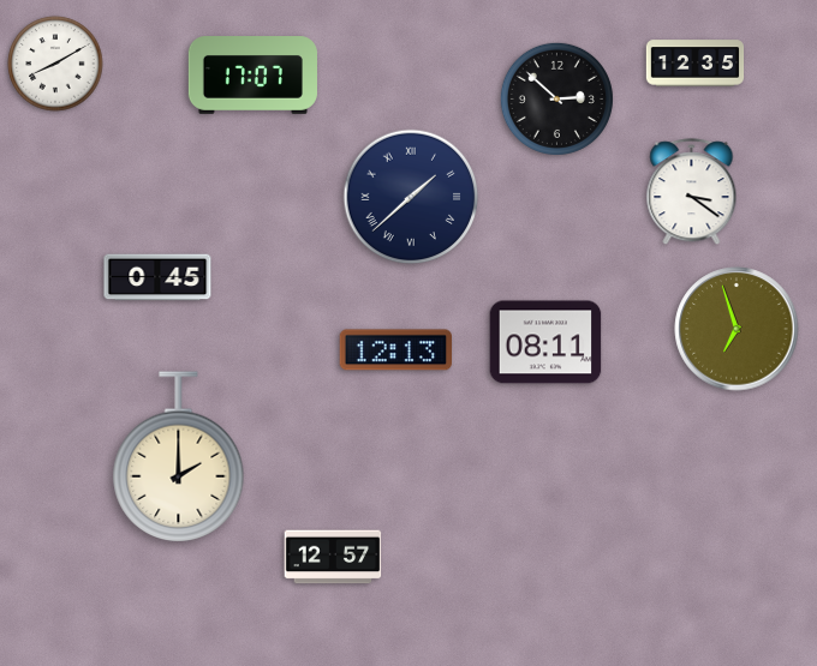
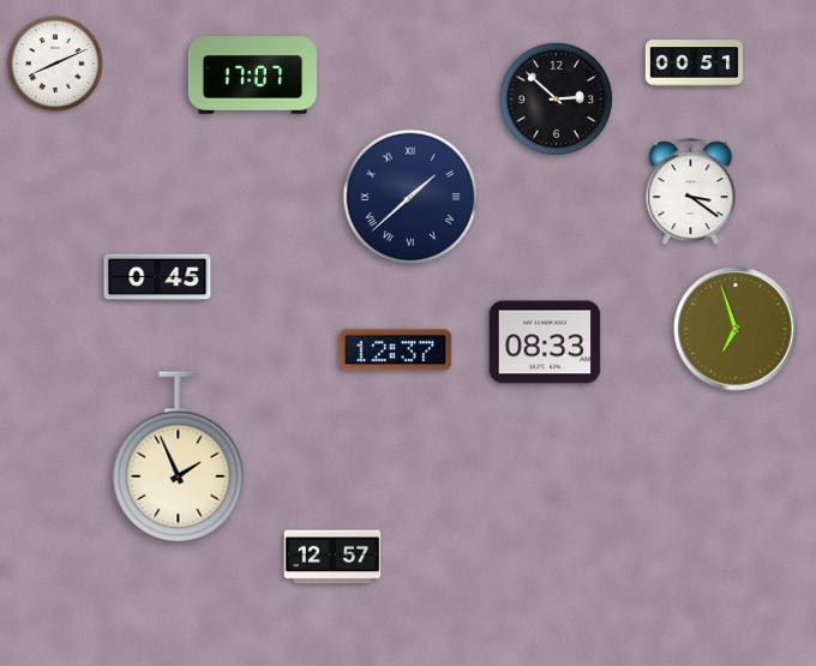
clock at (55, 64): 8:10 -> 8:11
clock at (696, 64): 12:35 -> 00:51
clock at (545, 342): 08:11 -> 08:33
clock at (396, 350): 12:13 -> 12:37
clock at (179, 457): 2:00 -> 1:56
